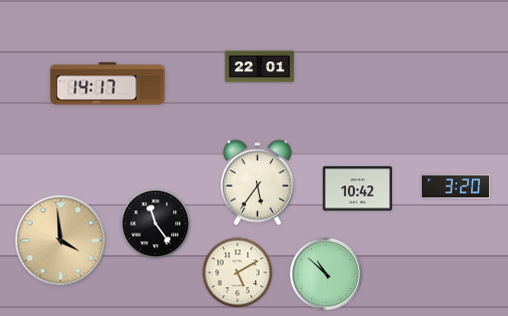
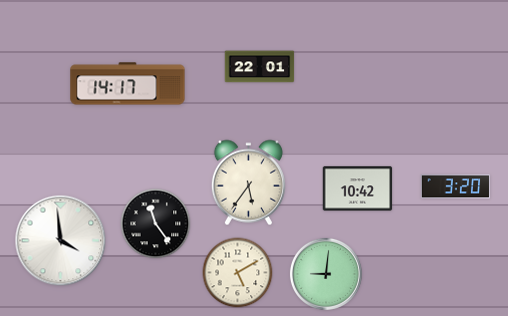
clock at (108, 84) position: (108, 84) -> (128, 84)
clock at (257, 183) position: (257, 183) -> (248, 183)
clock at (61, 241) dial: champagne -> white
clock at (326, 274): 10:52 -> 9:01
